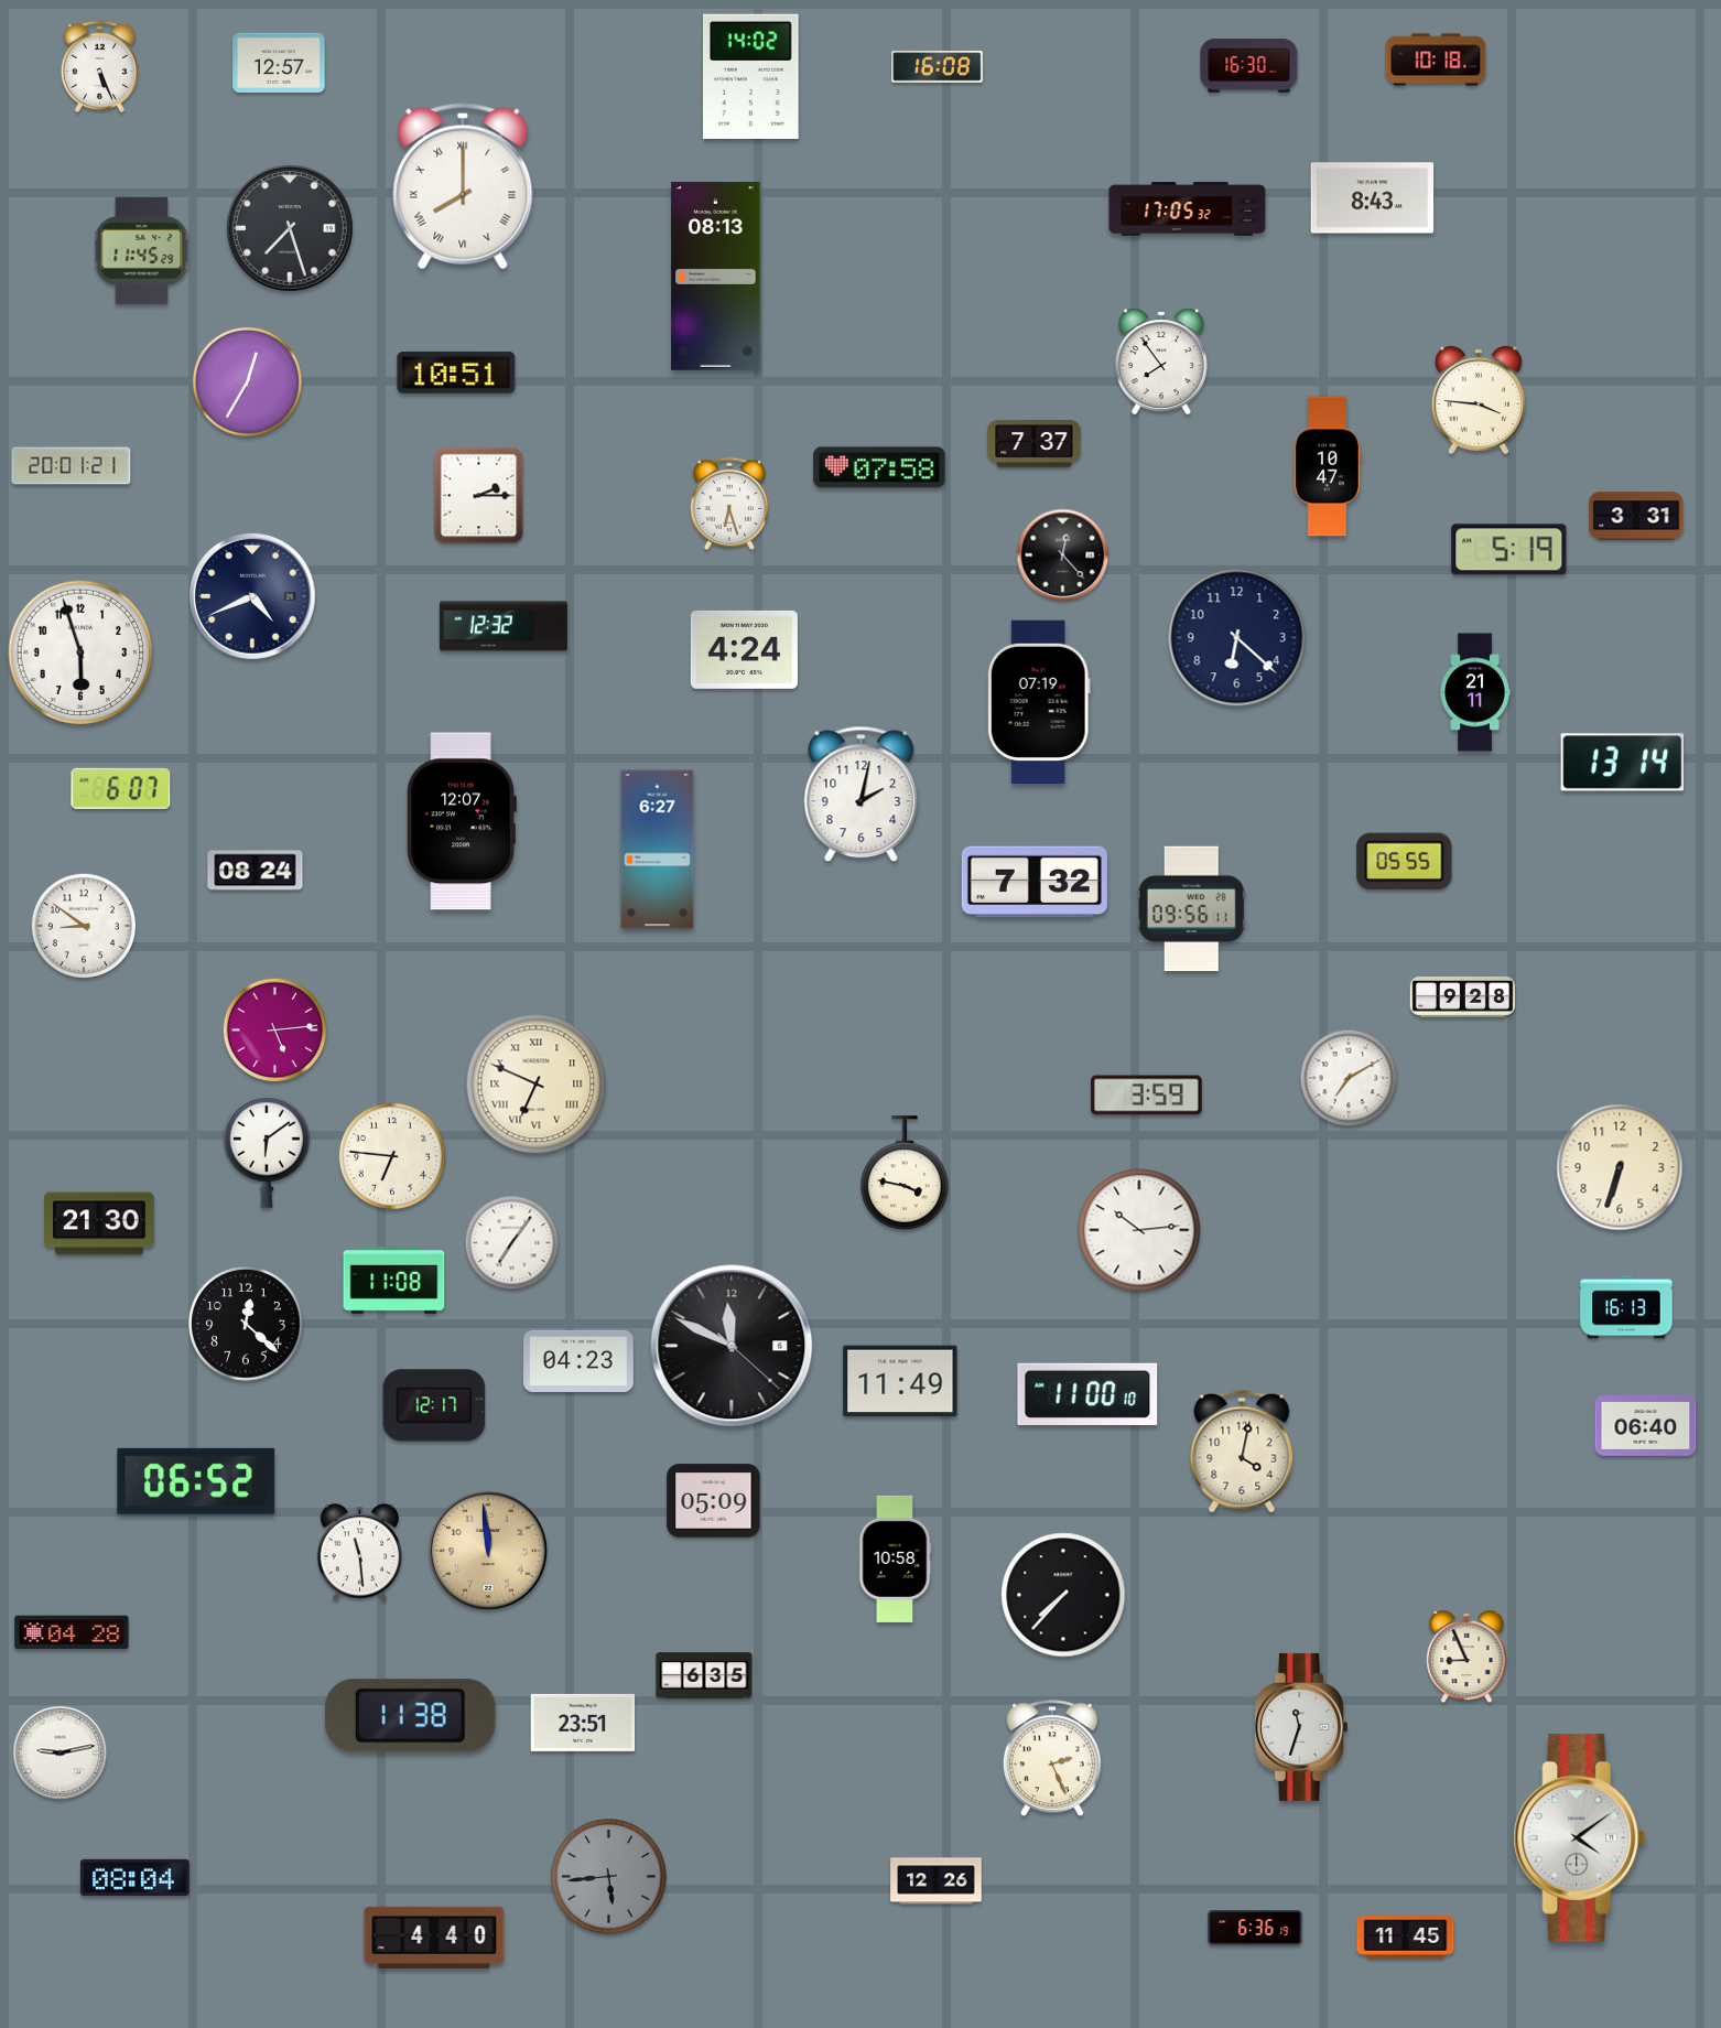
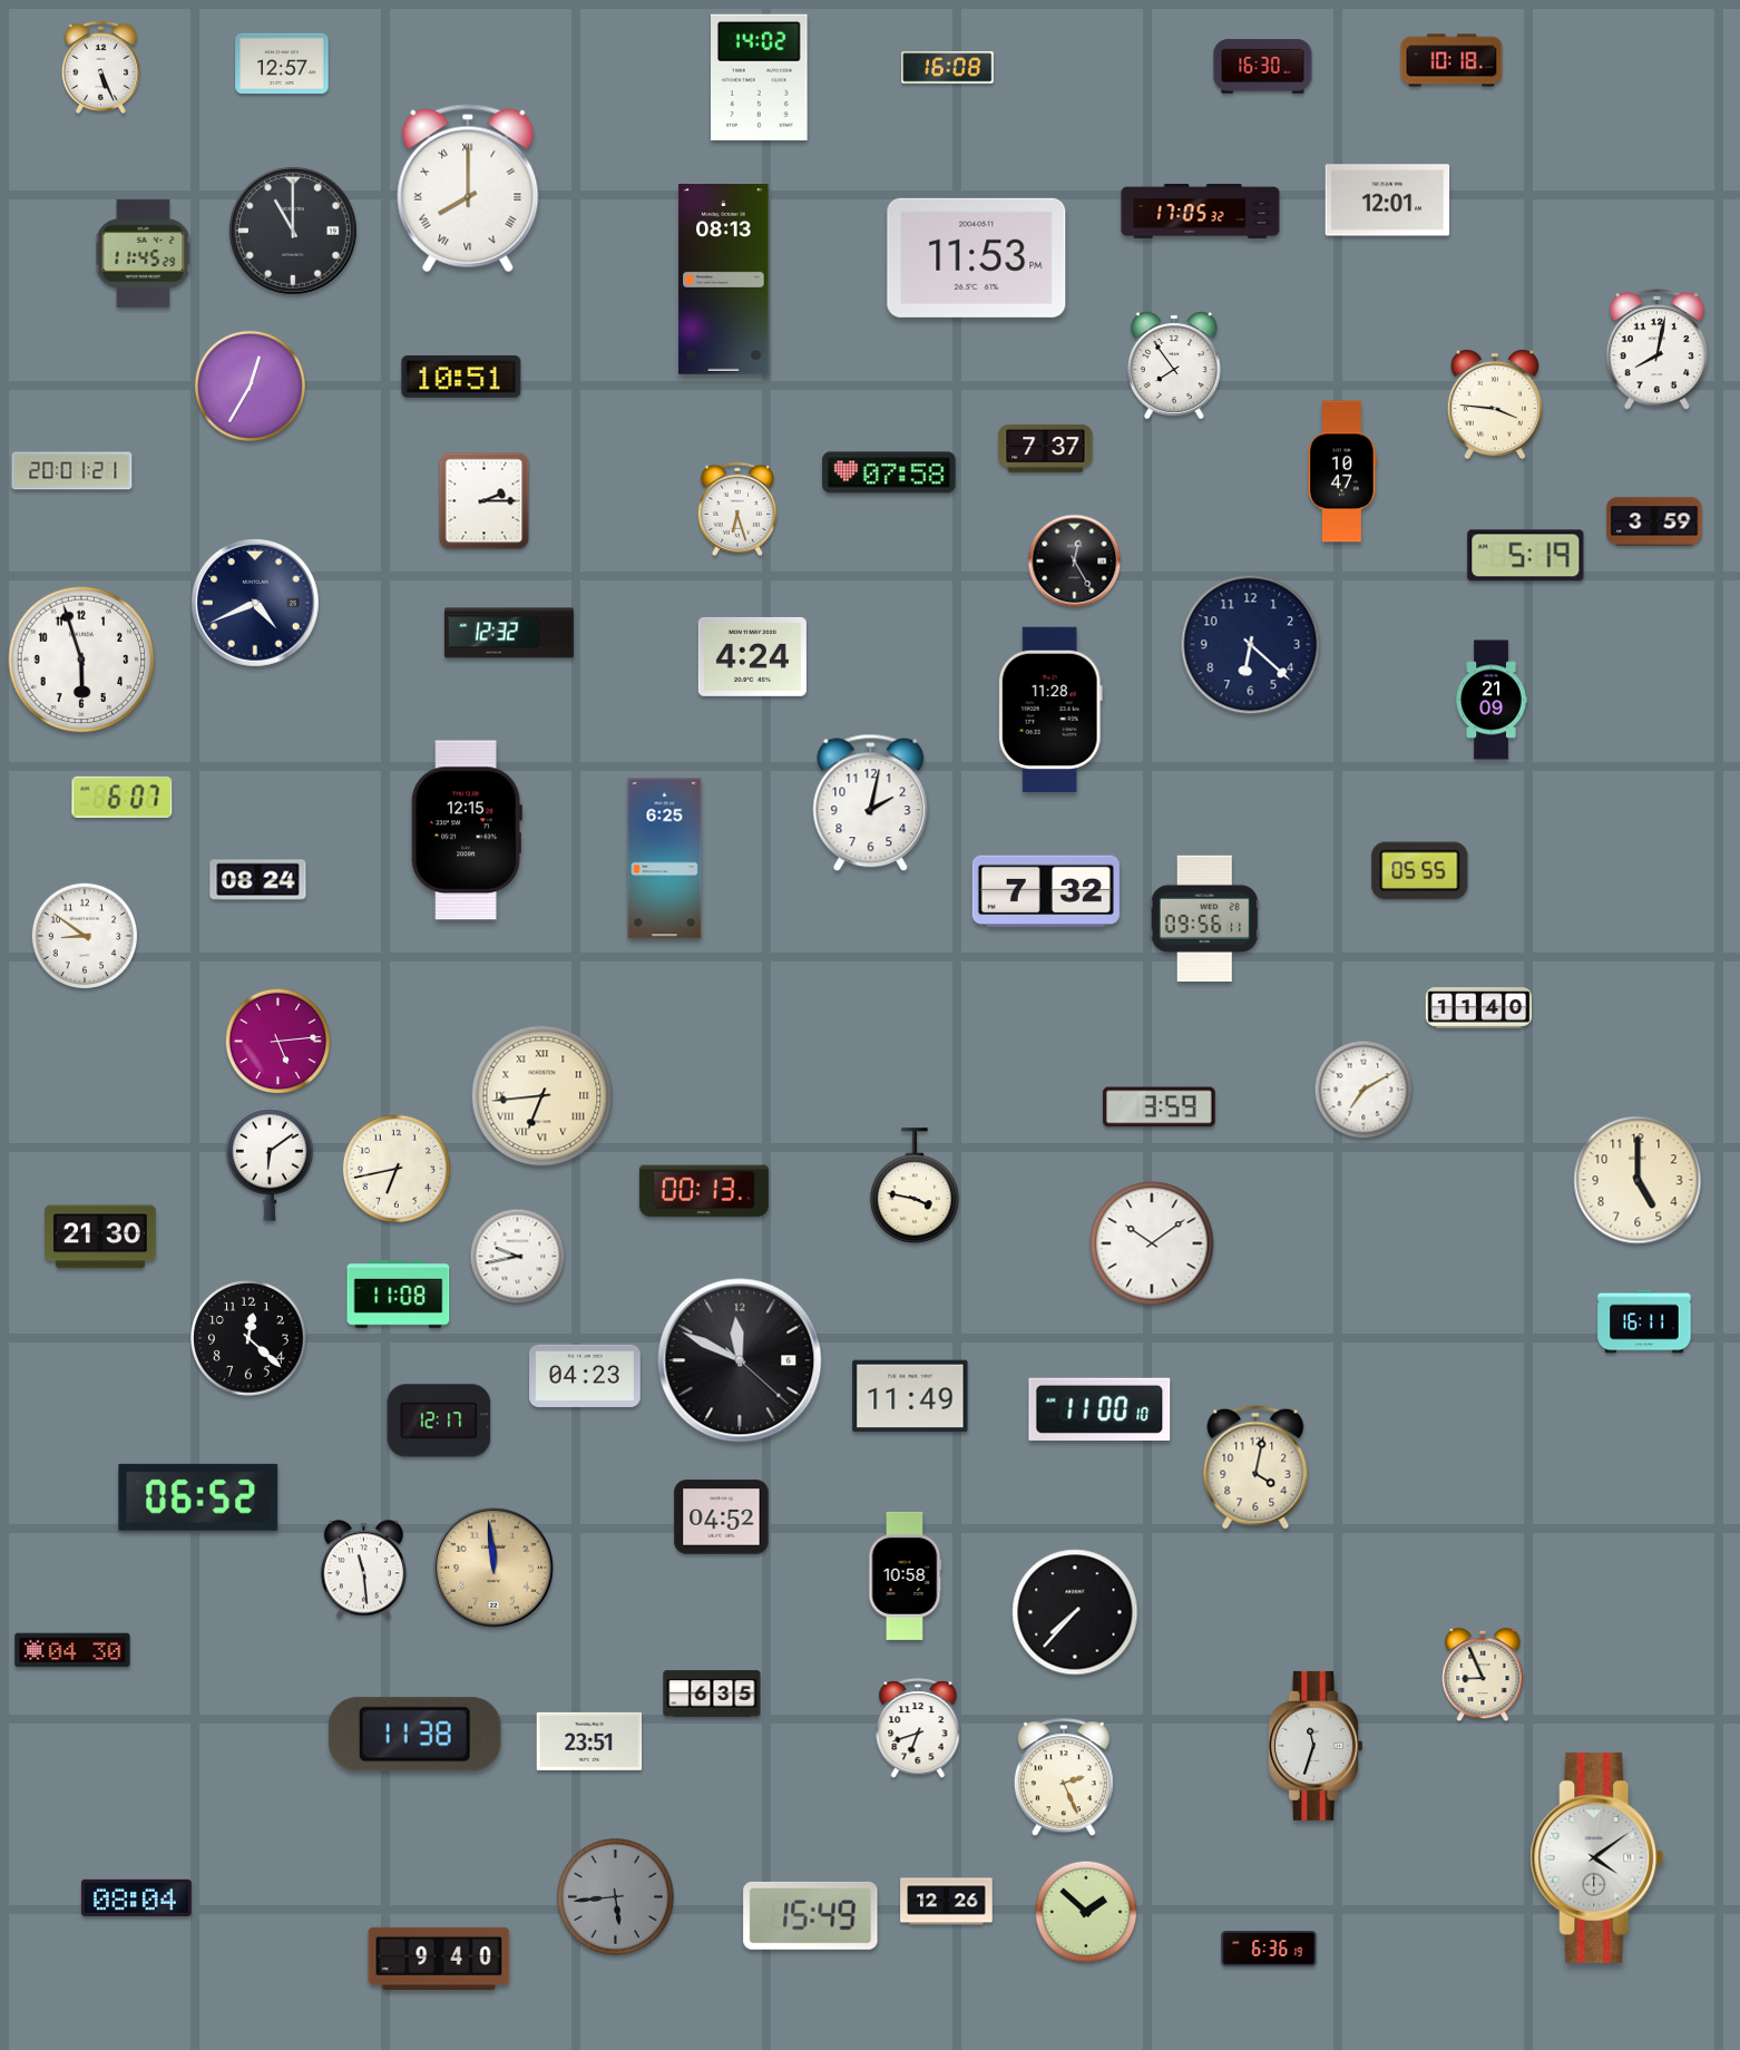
clock at (1373, 198): 8:43 -> 12:01
clock at (290, 228): 7:27 -> 11:00
clock at (977, 257): none -> 11:53
clock at (1656, 350): none -> 8:02
clock at (1636, 516): 3:31 -> 3:59
clock at (1063, 555): 12:23 -> 12:25
clock at (1475, 692): 21:11 -> 21:09
clock at (1039, 701): 07:19 -> 11:28
clock at (1623, 763): 13:14 -> none
clock at (462, 821): 12:07 -> 12:15
clock at (658, 850): 6:27 -> 6:25
clock at (1463, 997): 9:28 -> 11:40
clock at (537, 1085): 6:49 -> 6:44
clock at (392, 1156): 6:46 -> 6:43
clock at (1620, 1167): 6:33 -> 5:00
clock at (704, 1191): none -> 00:13
clock at (1139, 1230): 10:14 -> 10:09
clock at (512, 1243): 7:06 -> 9:43
clock at (1626, 1307): 16:13 -> 16:11
clock at (1646, 1426): 06:40 -> none
clock at (714, 1501): 05:09 -> 04:52
clock at (72, 1632): 04:28 -> 04:30
clock at (918, 1729): none -> 6:42
clock at (61, 1754): 9:13 -> none
clock at (1086, 1912): none -> 1:52
clock at (811, 1915): none -> 15:49
clock at (434, 1937): 4:40 -> 9:40
clock at (1406, 1938): 11:45 -> none
